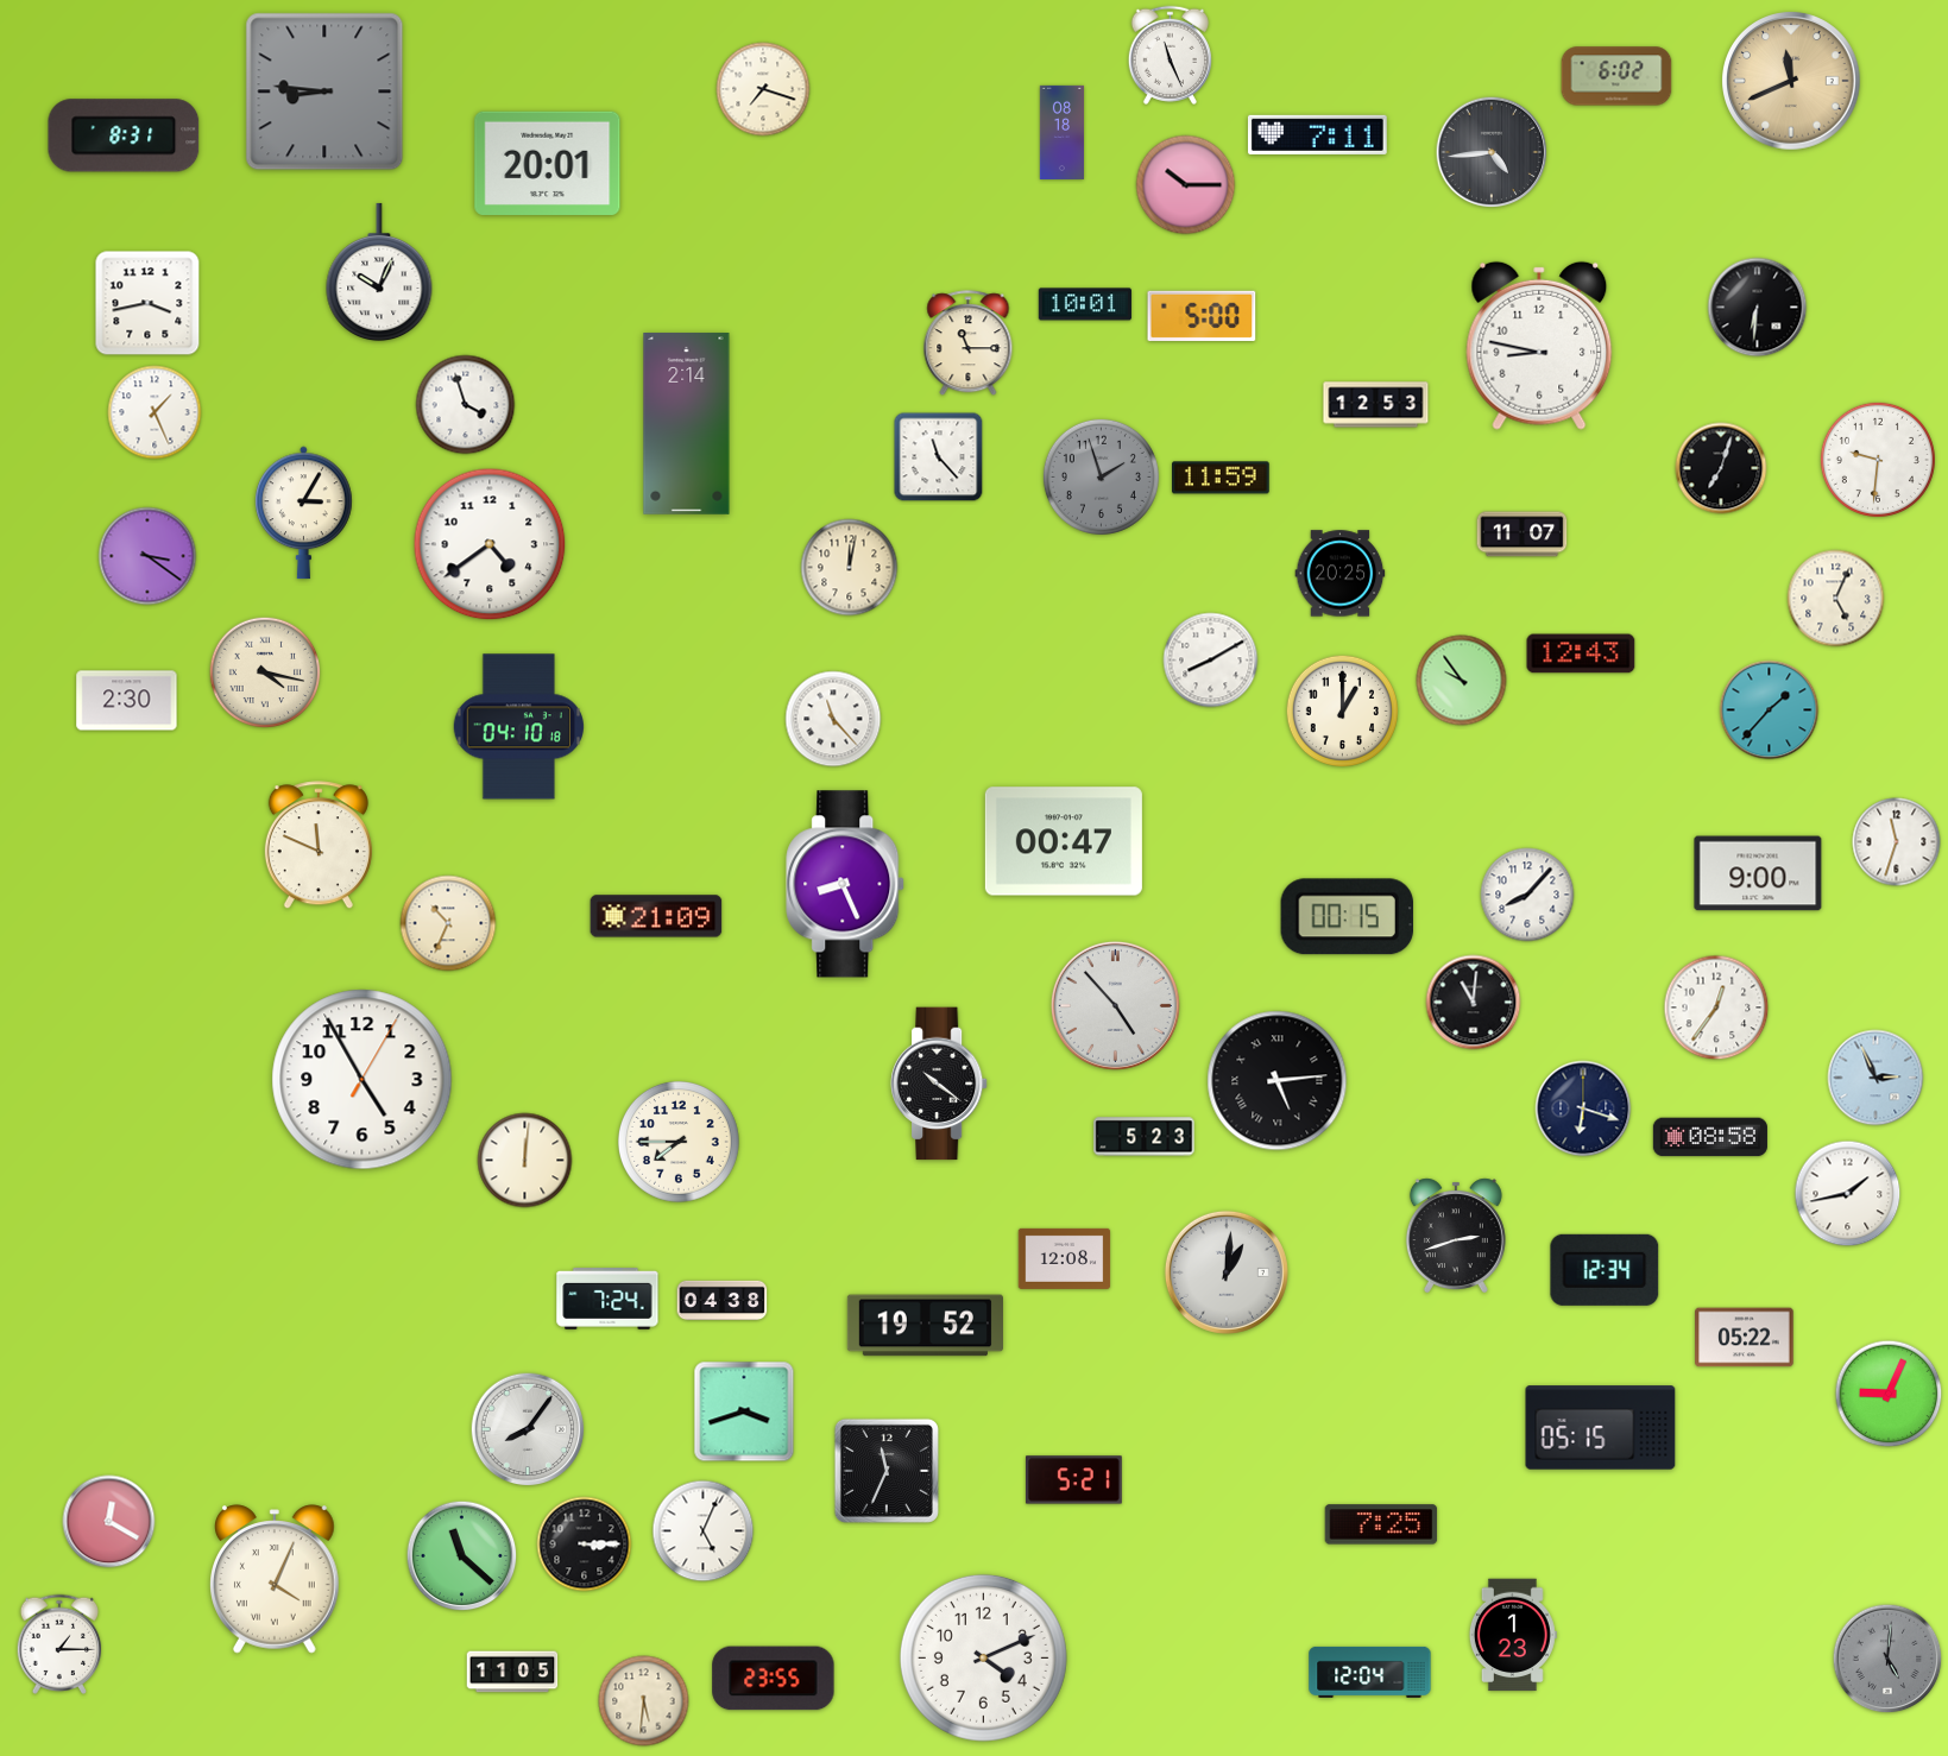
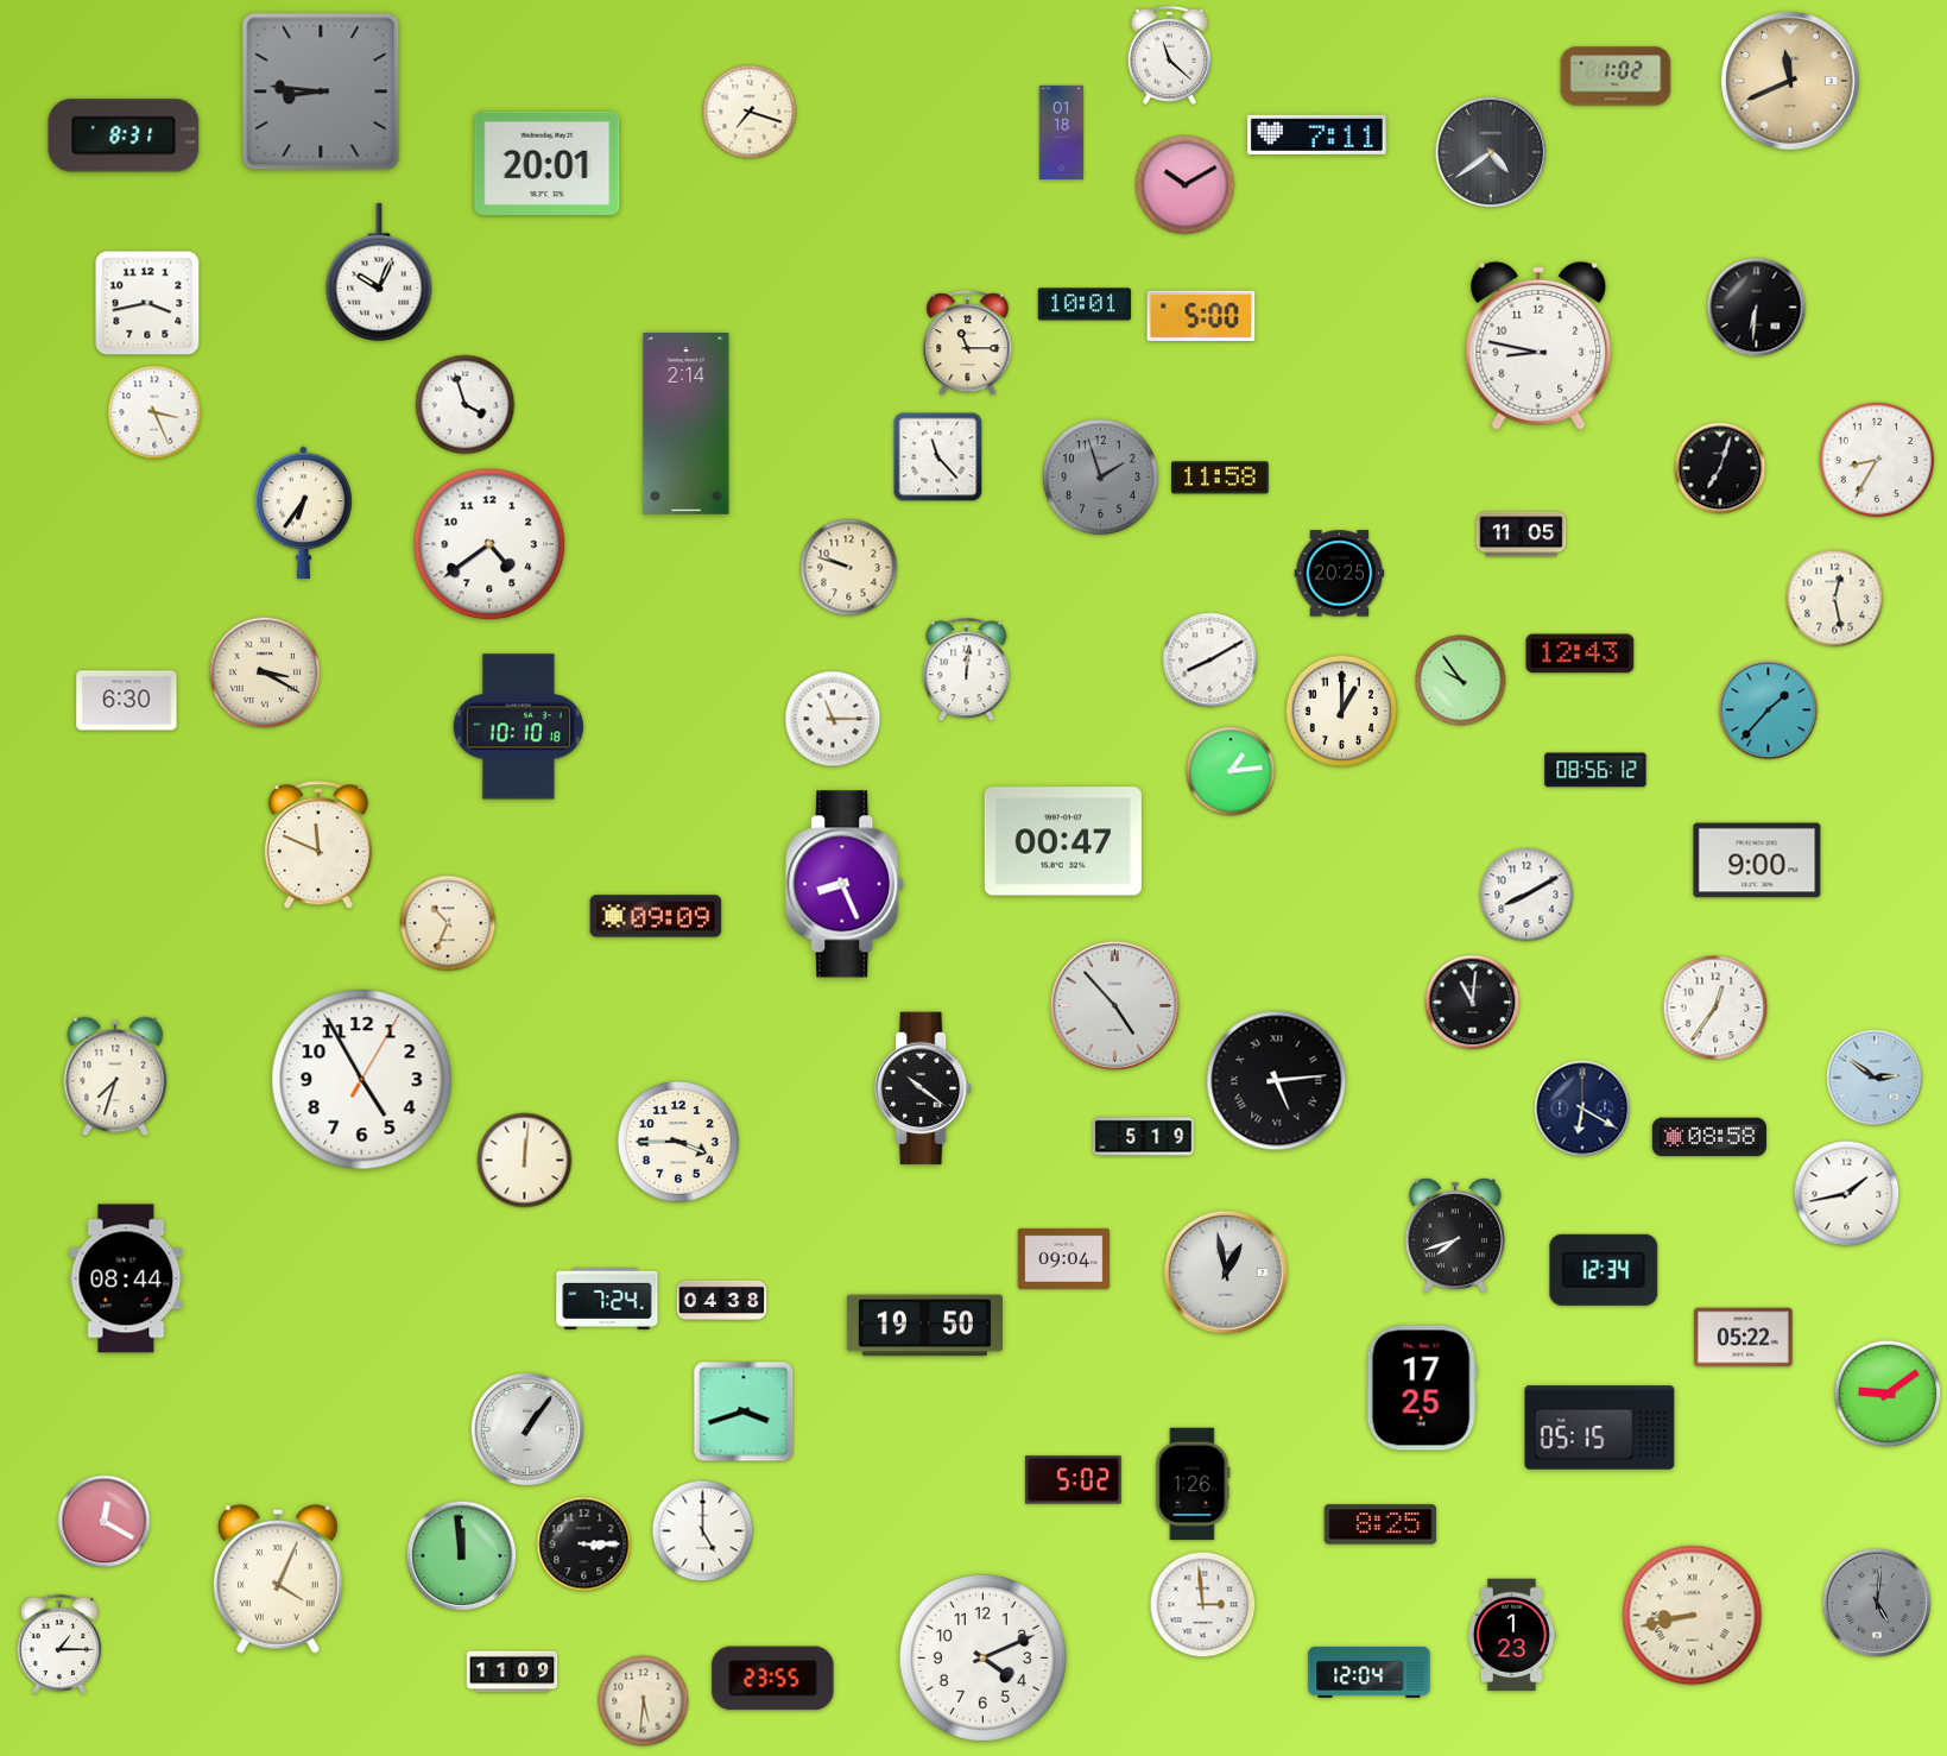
clock at (1170, 55): 11:26 -> 11:22
clock at (1616, 76): 6:02 -> 1:02
clock at (763, 89) position: (763, 89) -> (750, 112)
clock at (324, 91) position: (324, 91) -> (321, 91)
clock at (1061, 132): 08:18 -> 01:18
clock at (1492, 152): 4:44 -> 4:39
clock at (1186, 185): 10:15 -> 10:10
clock at (1376, 405): 12:53 -> none
clock at (155, 412): 1:26 -> 3:26
clock at (1878, 460): 9:31 -> 8:35
clock at (1222, 478): 11:59 -> 11:58
clock at (304, 513): 3:05 -> 6:36
clock at (1523, 535): 11:07 -> 11:05
clock at (147, 556): 3:21 -> none
clock at (850, 568): 12:02 -> 9:48
clock at (1836, 599): 5:04 -> 12:28
clock at (967, 670): none -> 12:01
clock at (265, 672): 4:17 -> 3:20
clock at (127, 701): 2:30 -> 6:30
clock at (833, 719): 11:23 -> 11:15
clock at (518, 727): 04:10 -> 10:10
clock at (1595, 770): none -> 08:56
clock at (1231, 771): none -> 1:14
clock at (1897, 842): 11:33 -> none
clock at (1758, 873) position: (1758, 873) -> (1757, 860)
clock at (1527, 895): 8:07 -> 8:10
clock at (656, 916): 21:09 -> 09:09
clock at (1347, 917): 00:15 -> none
clock at (115, 1076): none -> 7:33
clock at (1875, 1078): 2:56 -> 2:51
clock at (939, 1084) position: (939, 1084) -> (923, 1088)
clock at (1583, 1108): 6:18 -> 6:20
clock at (1145, 1137): 5:23 -> 5:19
clock at (679, 1142): 7:45 -> 3:45
clock at (1456, 1234): 2:42 -> 7:42
clock at (1065, 1258): 12:08 -> 09:04
clock at (1227, 1272): 1:01 -> 12:58
clock at (126, 1278): none -> 08:44
clock at (925, 1326): 19:52 -> 19:50
clock at (1422, 1388): none -> 17:25
clock at (1889, 1394): 9:04 -> 9:09
clock at (528, 1429): 8:06 -> 1:06
clock at (887, 1471): 11:34 -> none
clock at (1073, 1480): 5:21 -> 5:02
clock at (1193, 1484): none -> 1:26
clock at (109, 1522) position: (109, 1522) -> (105, 1522)
clock at (1381, 1524): 7:25 -> 8:25
clock at (704, 1531): 5:04 -> 5:00
clock at (462, 1556): 11:22 -> 11:59
clock at (276, 1579) position: (276, 1579) -> (279, 1579)
clock at (1203, 1605): none -> 2:59
clock at (1693, 1616): none -> 8:43
clock at (1887, 1659) position: (1887, 1659) -> (1877, 1603)
clock at (512, 1672): 11:05 -> 11:09
